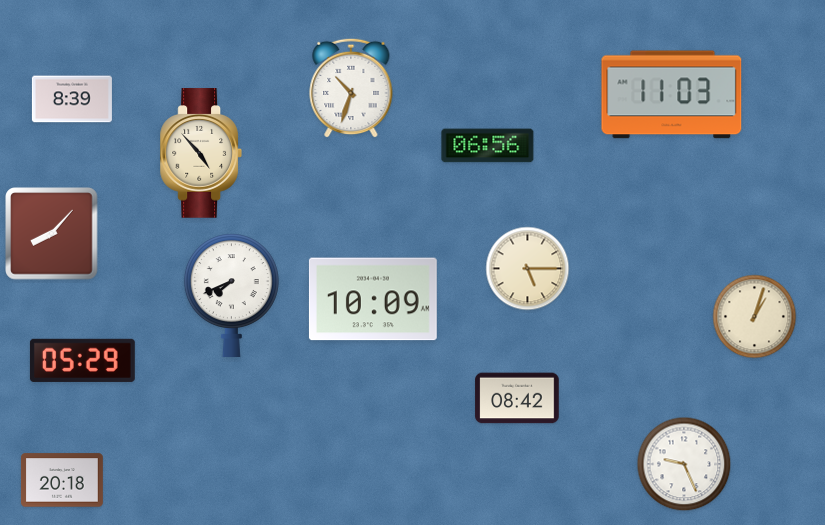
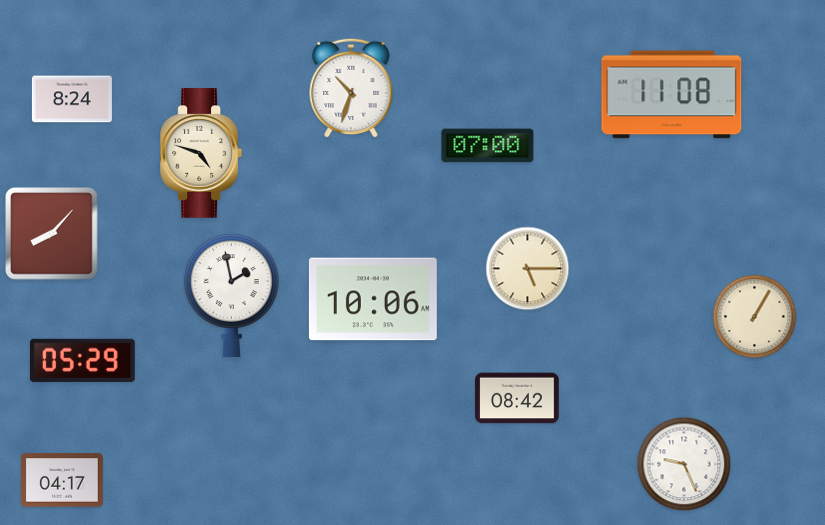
clock at (672, 95): 11:03 -> 11:08
clock at (72, 99): 8:39 -> 8:24
clock at (488, 146): 06:56 -> 07:00
clock at (200, 153): 4:53 -> 4:48
clock at (231, 295): 7:41 -> 1:58
clock at (373, 299): 10:09 -> 10:06
clock at (755, 317): 1:03 -> 1:05
clock at (62, 480): 20:18 -> 04:17
